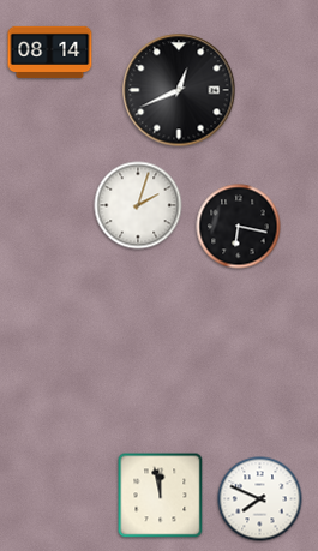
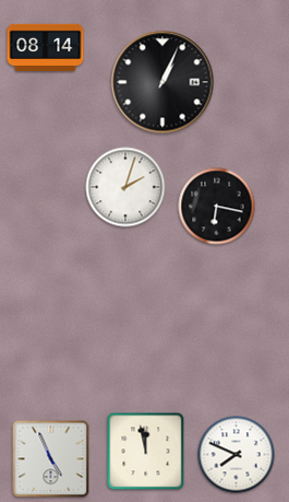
clock at (179, 90): 12:41 -> 1:04
clock at (51, 459): none -> 4:56
